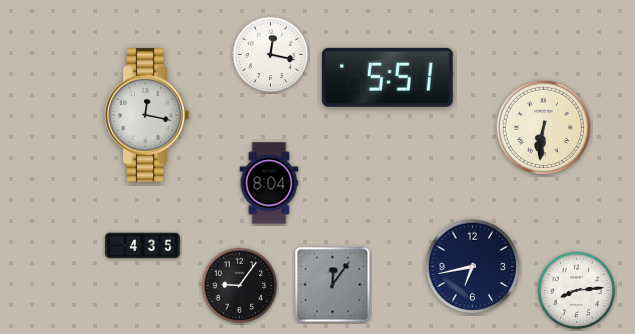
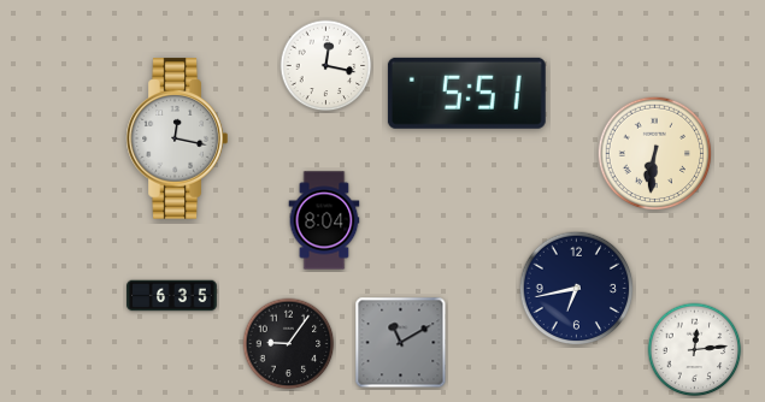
clock at (143, 246): 4:35 -> 6:35
clock at (473, 267) position: (473, 267) -> (577, 289)
clock at (333, 285): 12:06 -> 11:10
clock at (577, 291): 8:14 -> 12:14
